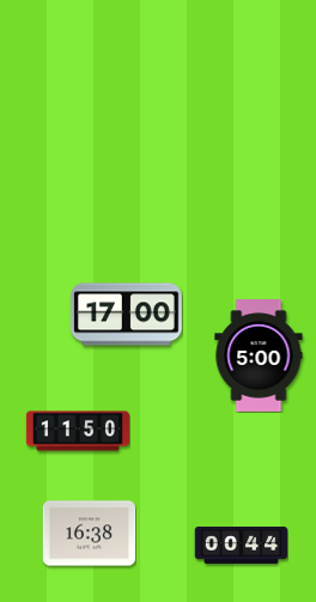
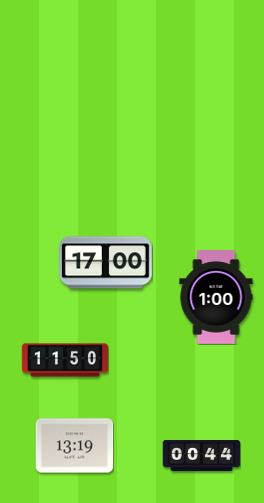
clock at (259, 355): 5:00 -> 1:00
clock at (89, 534): 16:38 -> 13:19
